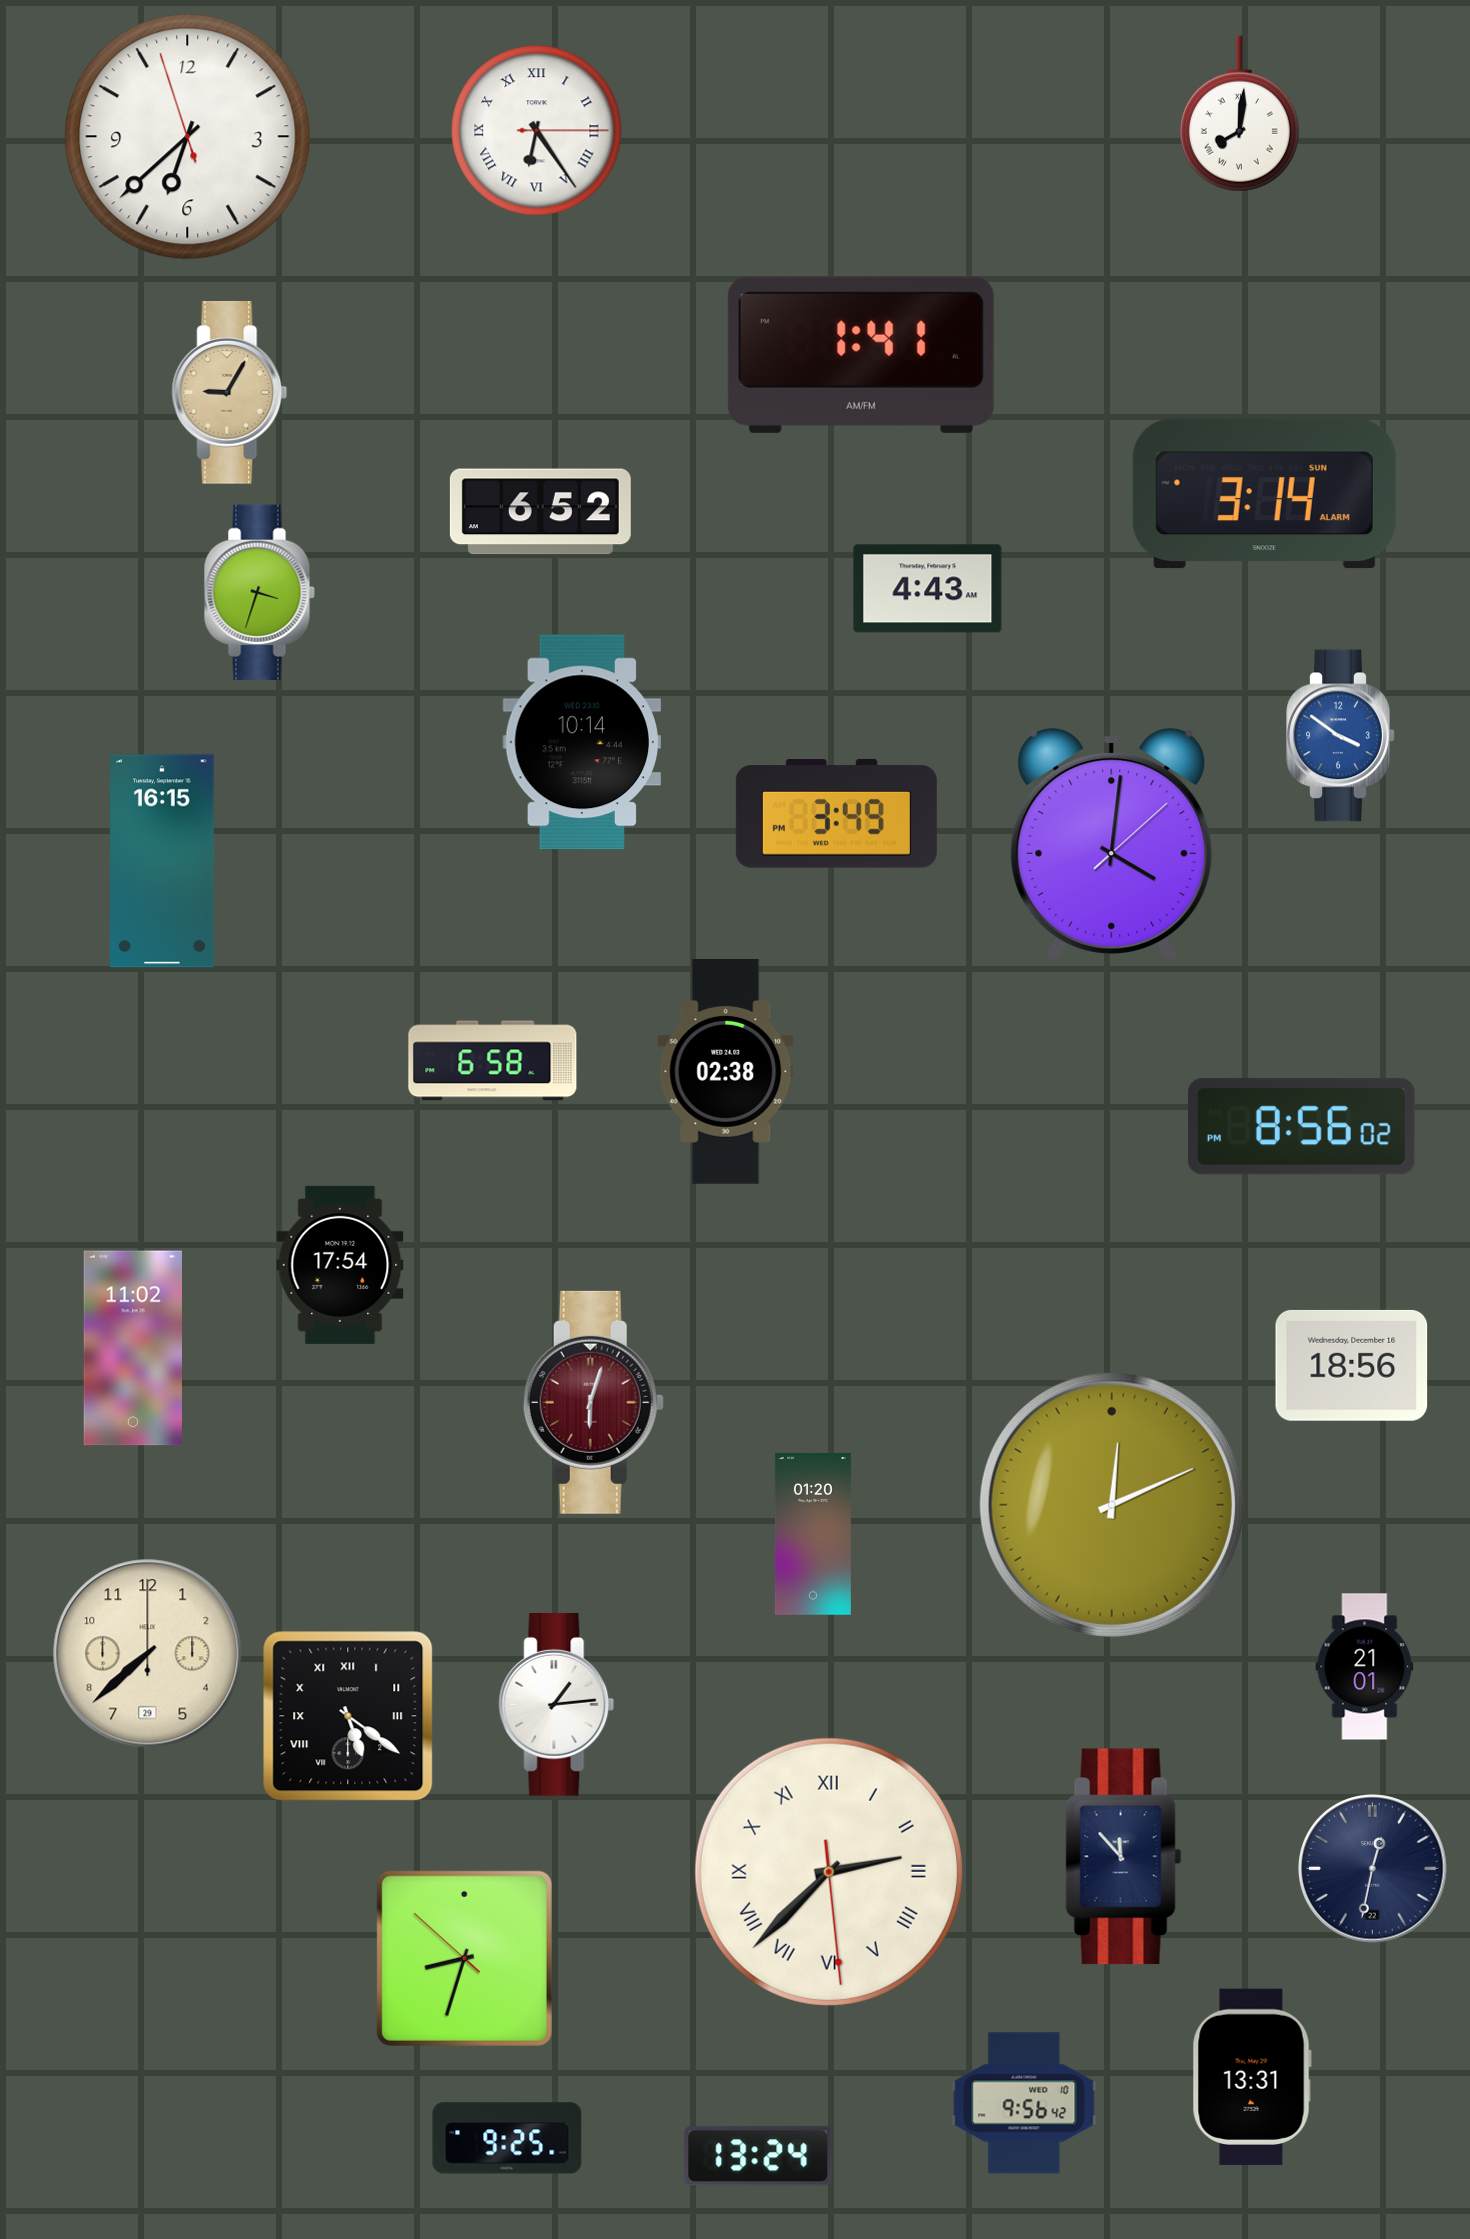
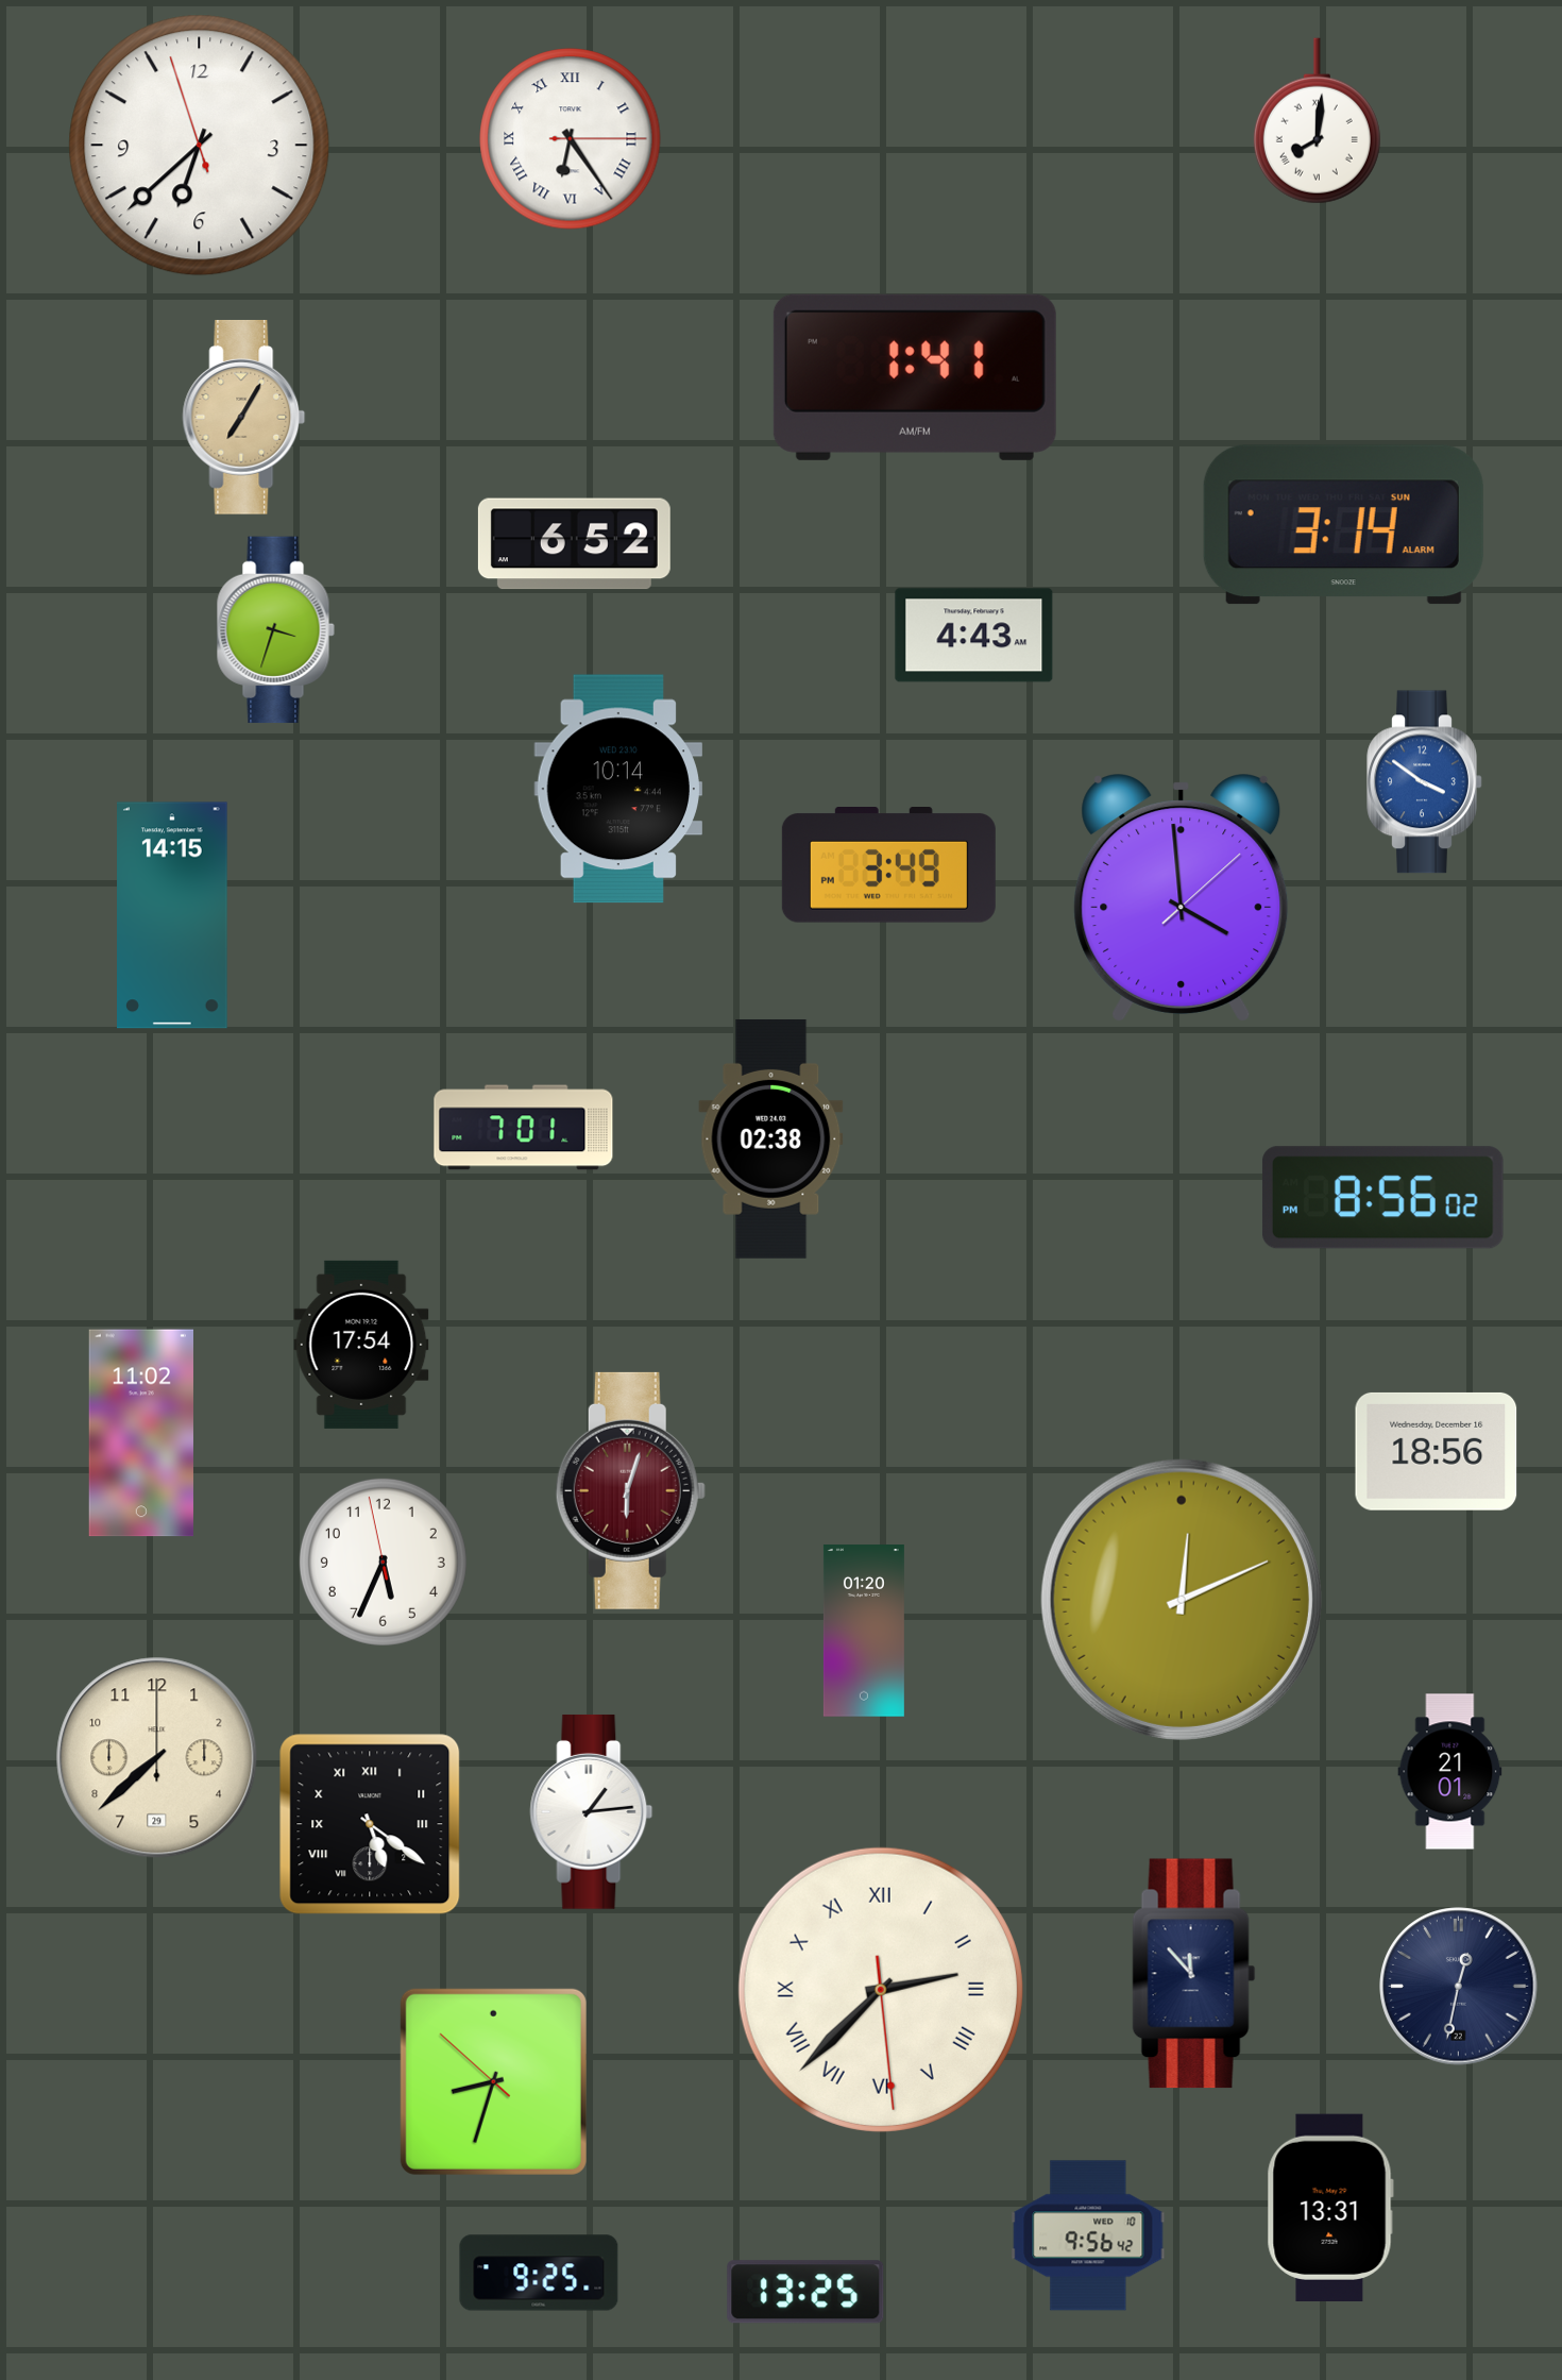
clock at (230, 392): 9:05 -> 7:05
clock at (928, 589) position: (928, 589) -> (974, 636)
clock at (1112, 845): 4:01 -> 3:59
clock at (163, 861): 16:15 -> 14:15
clock at (493, 1061): 6:58 -> 7:01
clock at (383, 1562): none -> 5:33
clock at (758, 2156): 13:24 -> 13:25
